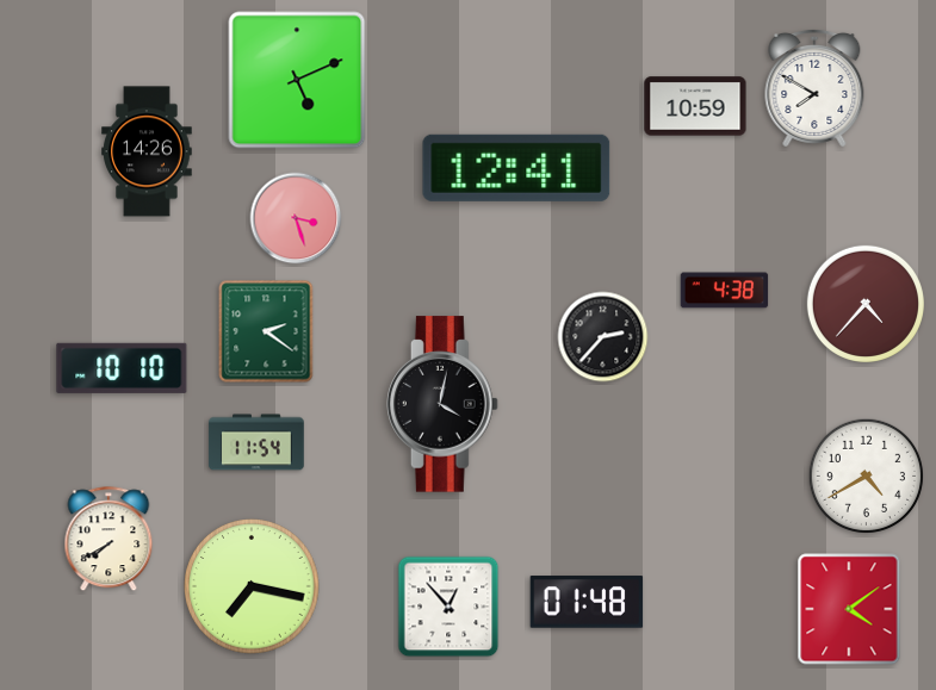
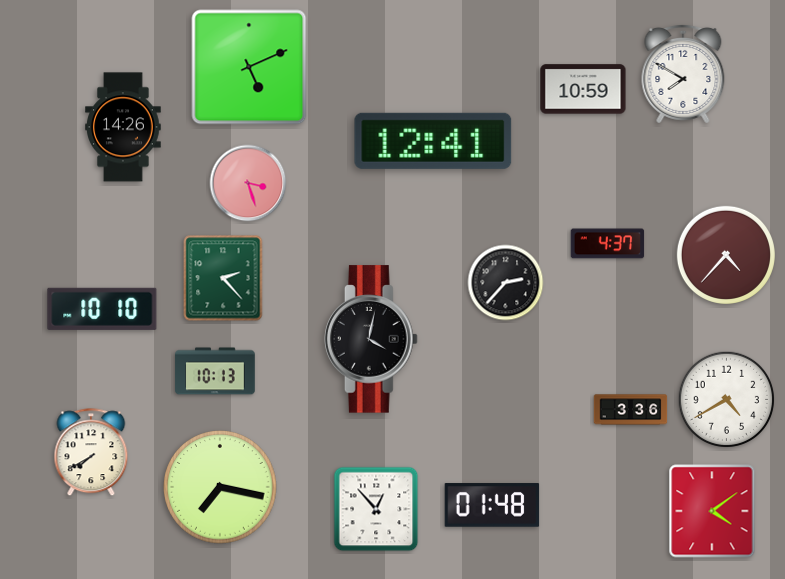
clock at (725, 291): 4:38 -> 4:37
clock at (266, 331): 2:21 -> 2:23
clock at (256, 442): 11:54 -> 10:13
clock at (631, 410): none -> 3:36
clock at (253, 588) position: (253, 588) -> (221, 488)
